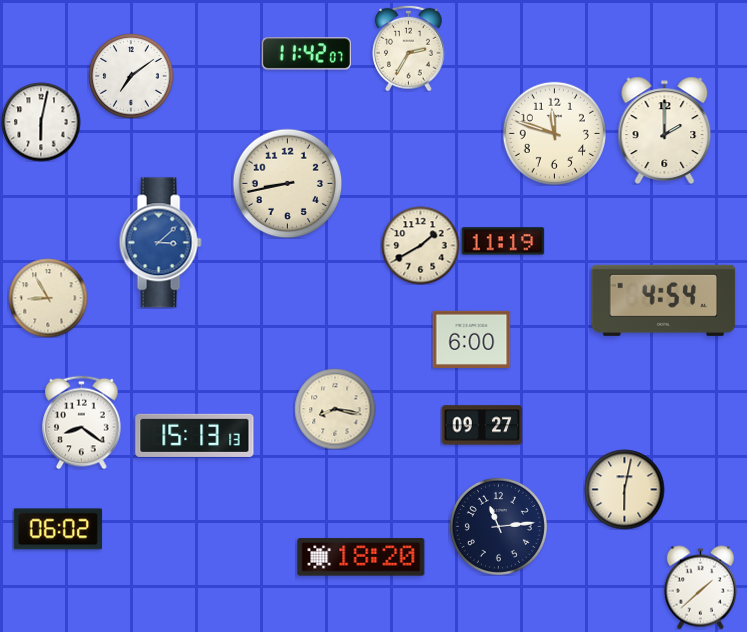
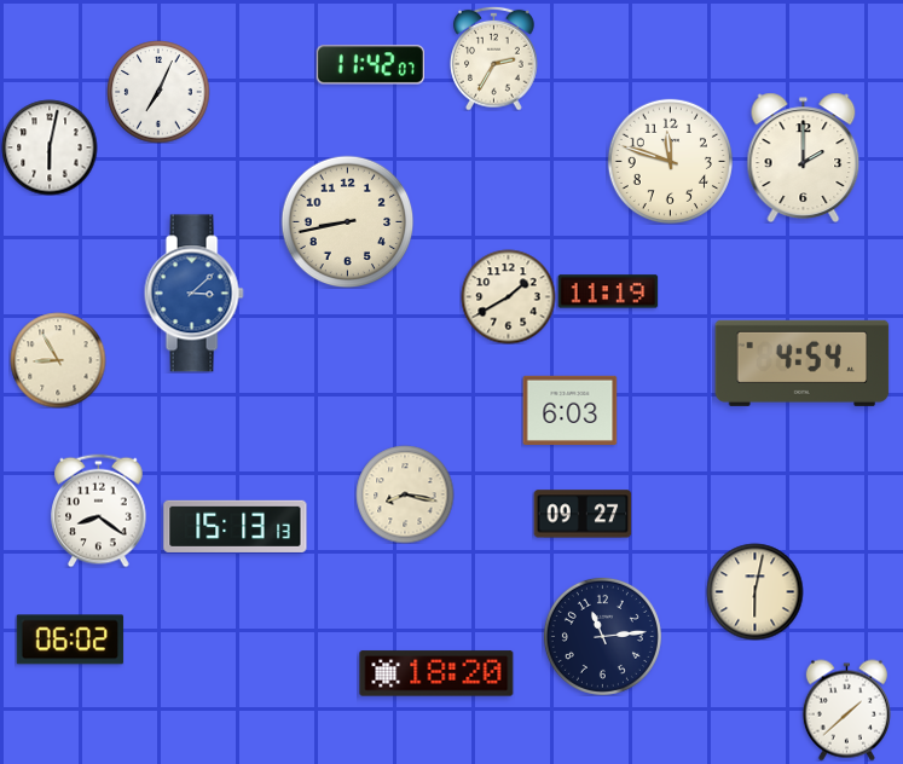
clock at (131, 76): 7:09 -> 7:04
clock at (471, 339): 6:00 -> 6:03
